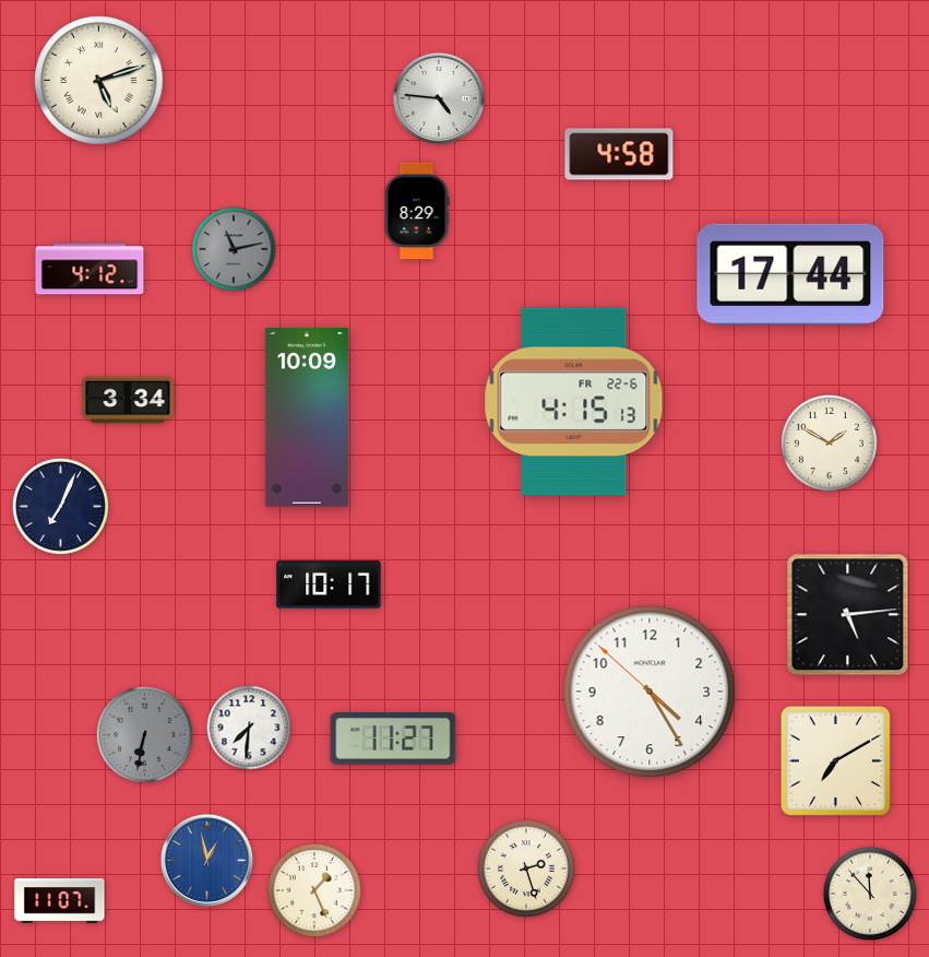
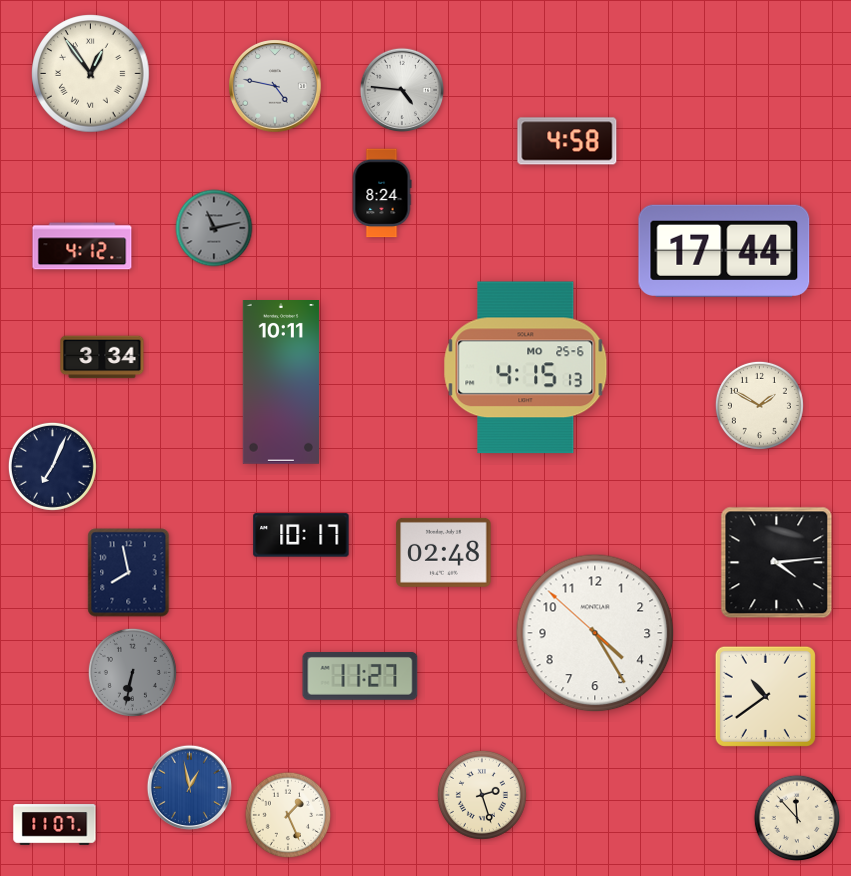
clock at (99, 81): 5:12 -> 12:54
clock at (275, 86): none -> 4:47
clock at (417, 211): 8:29 -> 8:24
clock at (128, 400) position: (128, 400) -> (102, 357)
clock at (574, 402) date: FR 22-6 -> MO 25-6
clock at (307, 418): 10:09 -> 10:11
clock at (60, 506) position: (60, 506) -> (52, 466)
clock at (444, 552): none -> 02:48
clock at (848, 615): 5:14 -> 4:14
clock at (129, 573): none -> 7:58
clock at (249, 728): 7:31 -> none
clock at (835, 760): 7:10 -> 10:39
